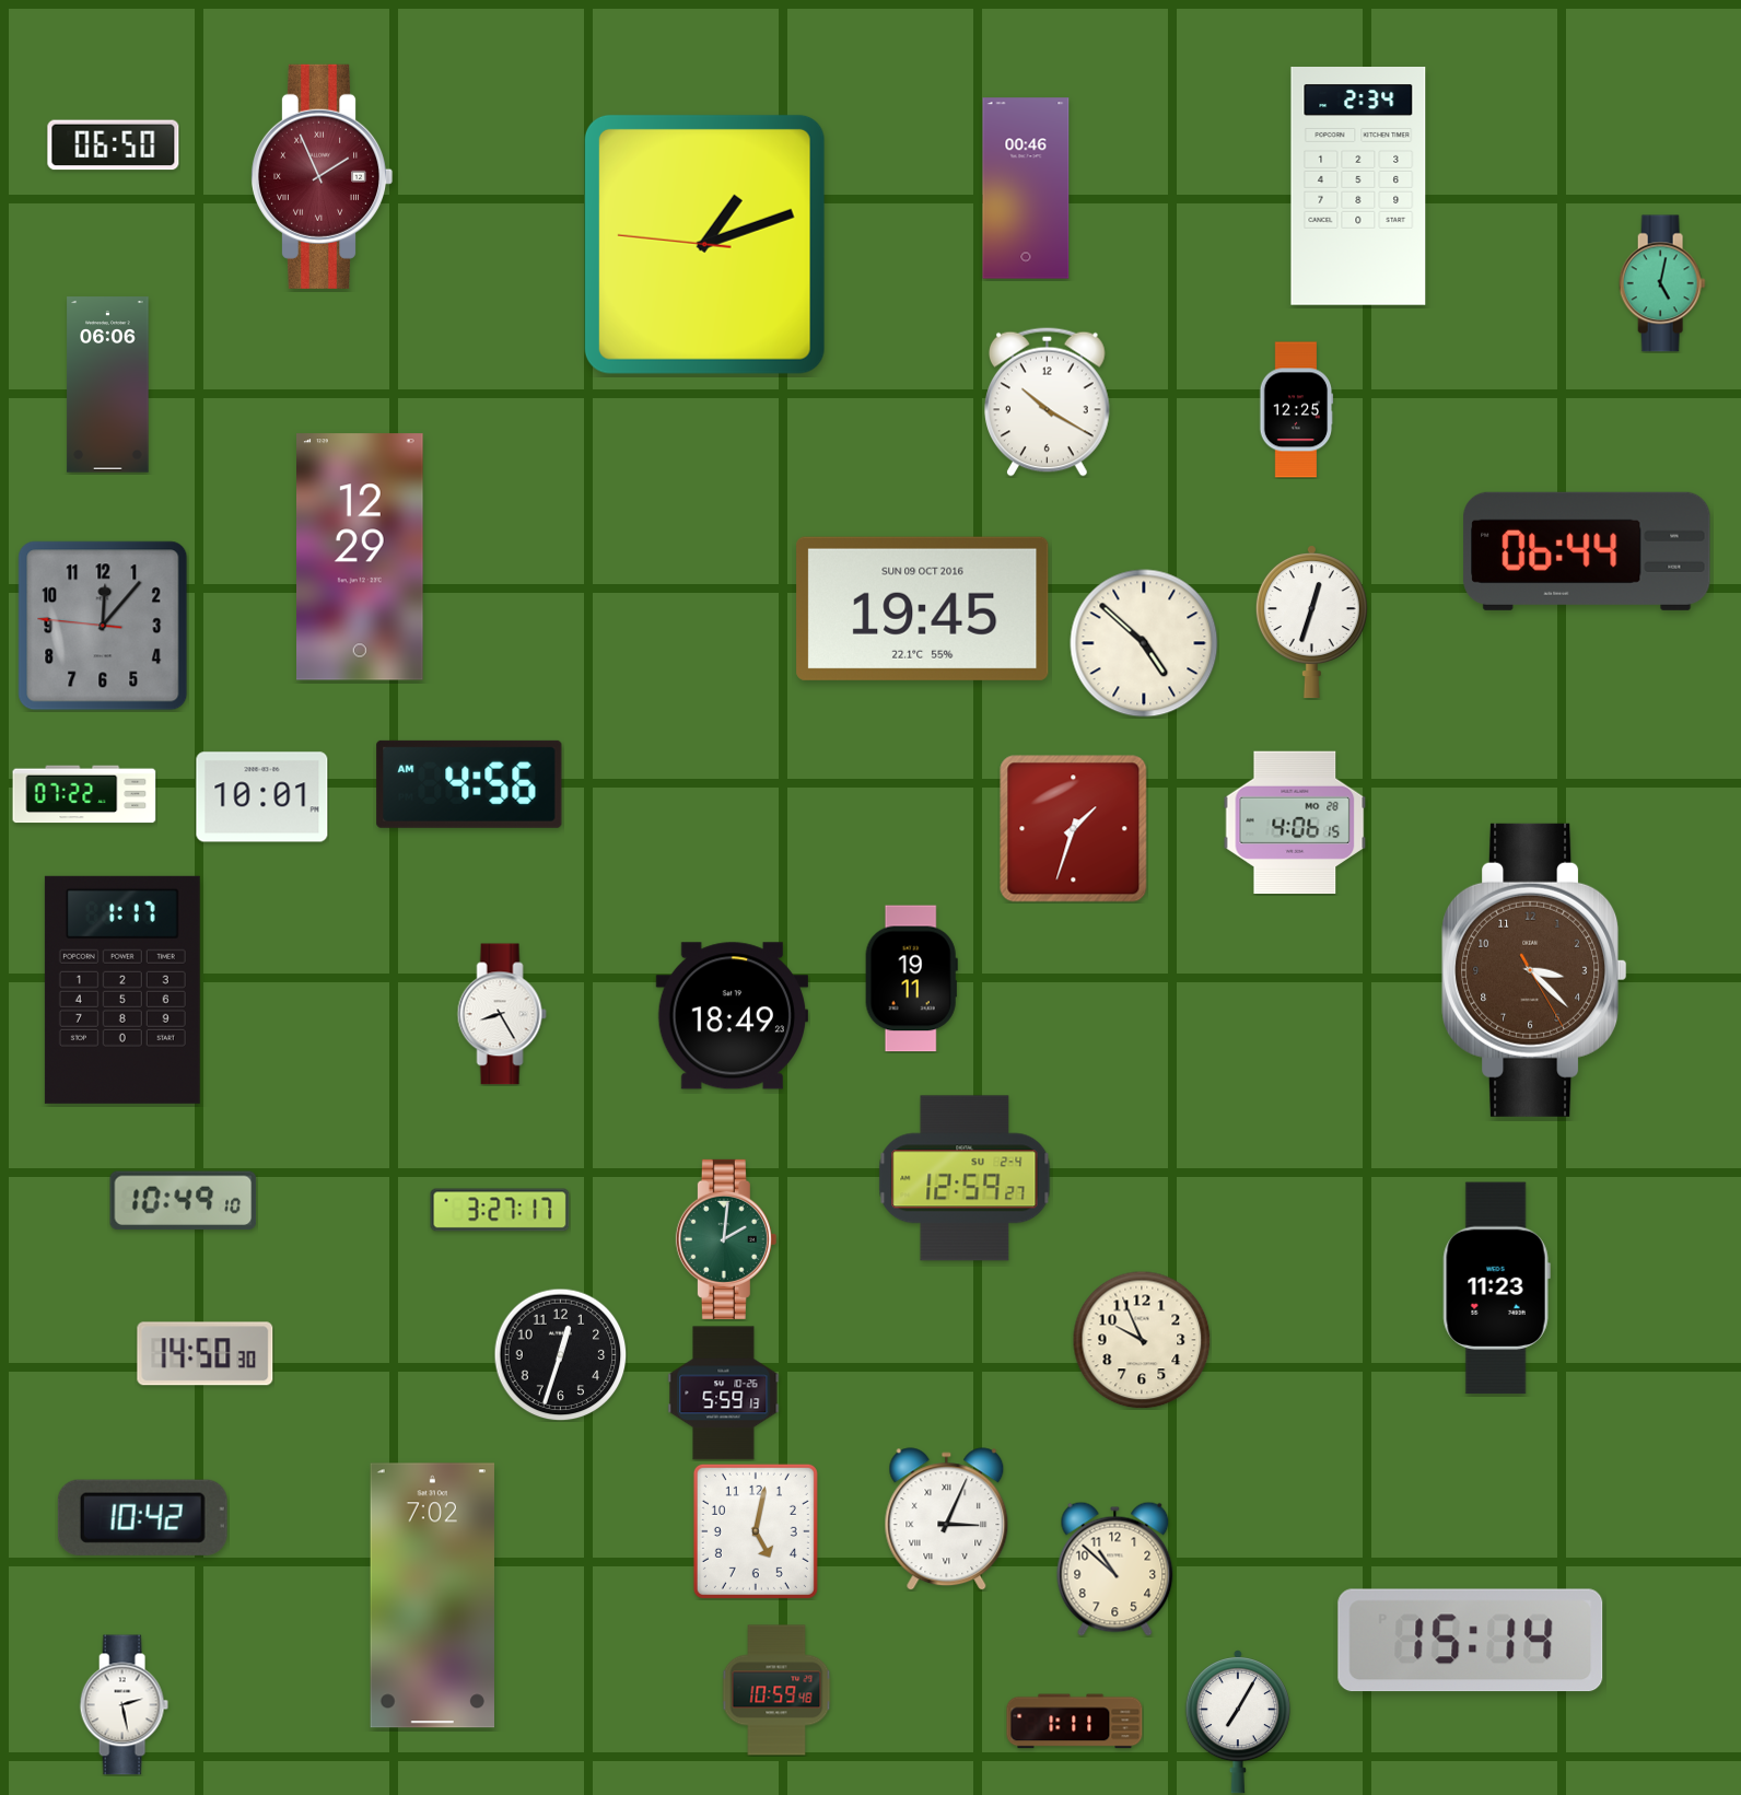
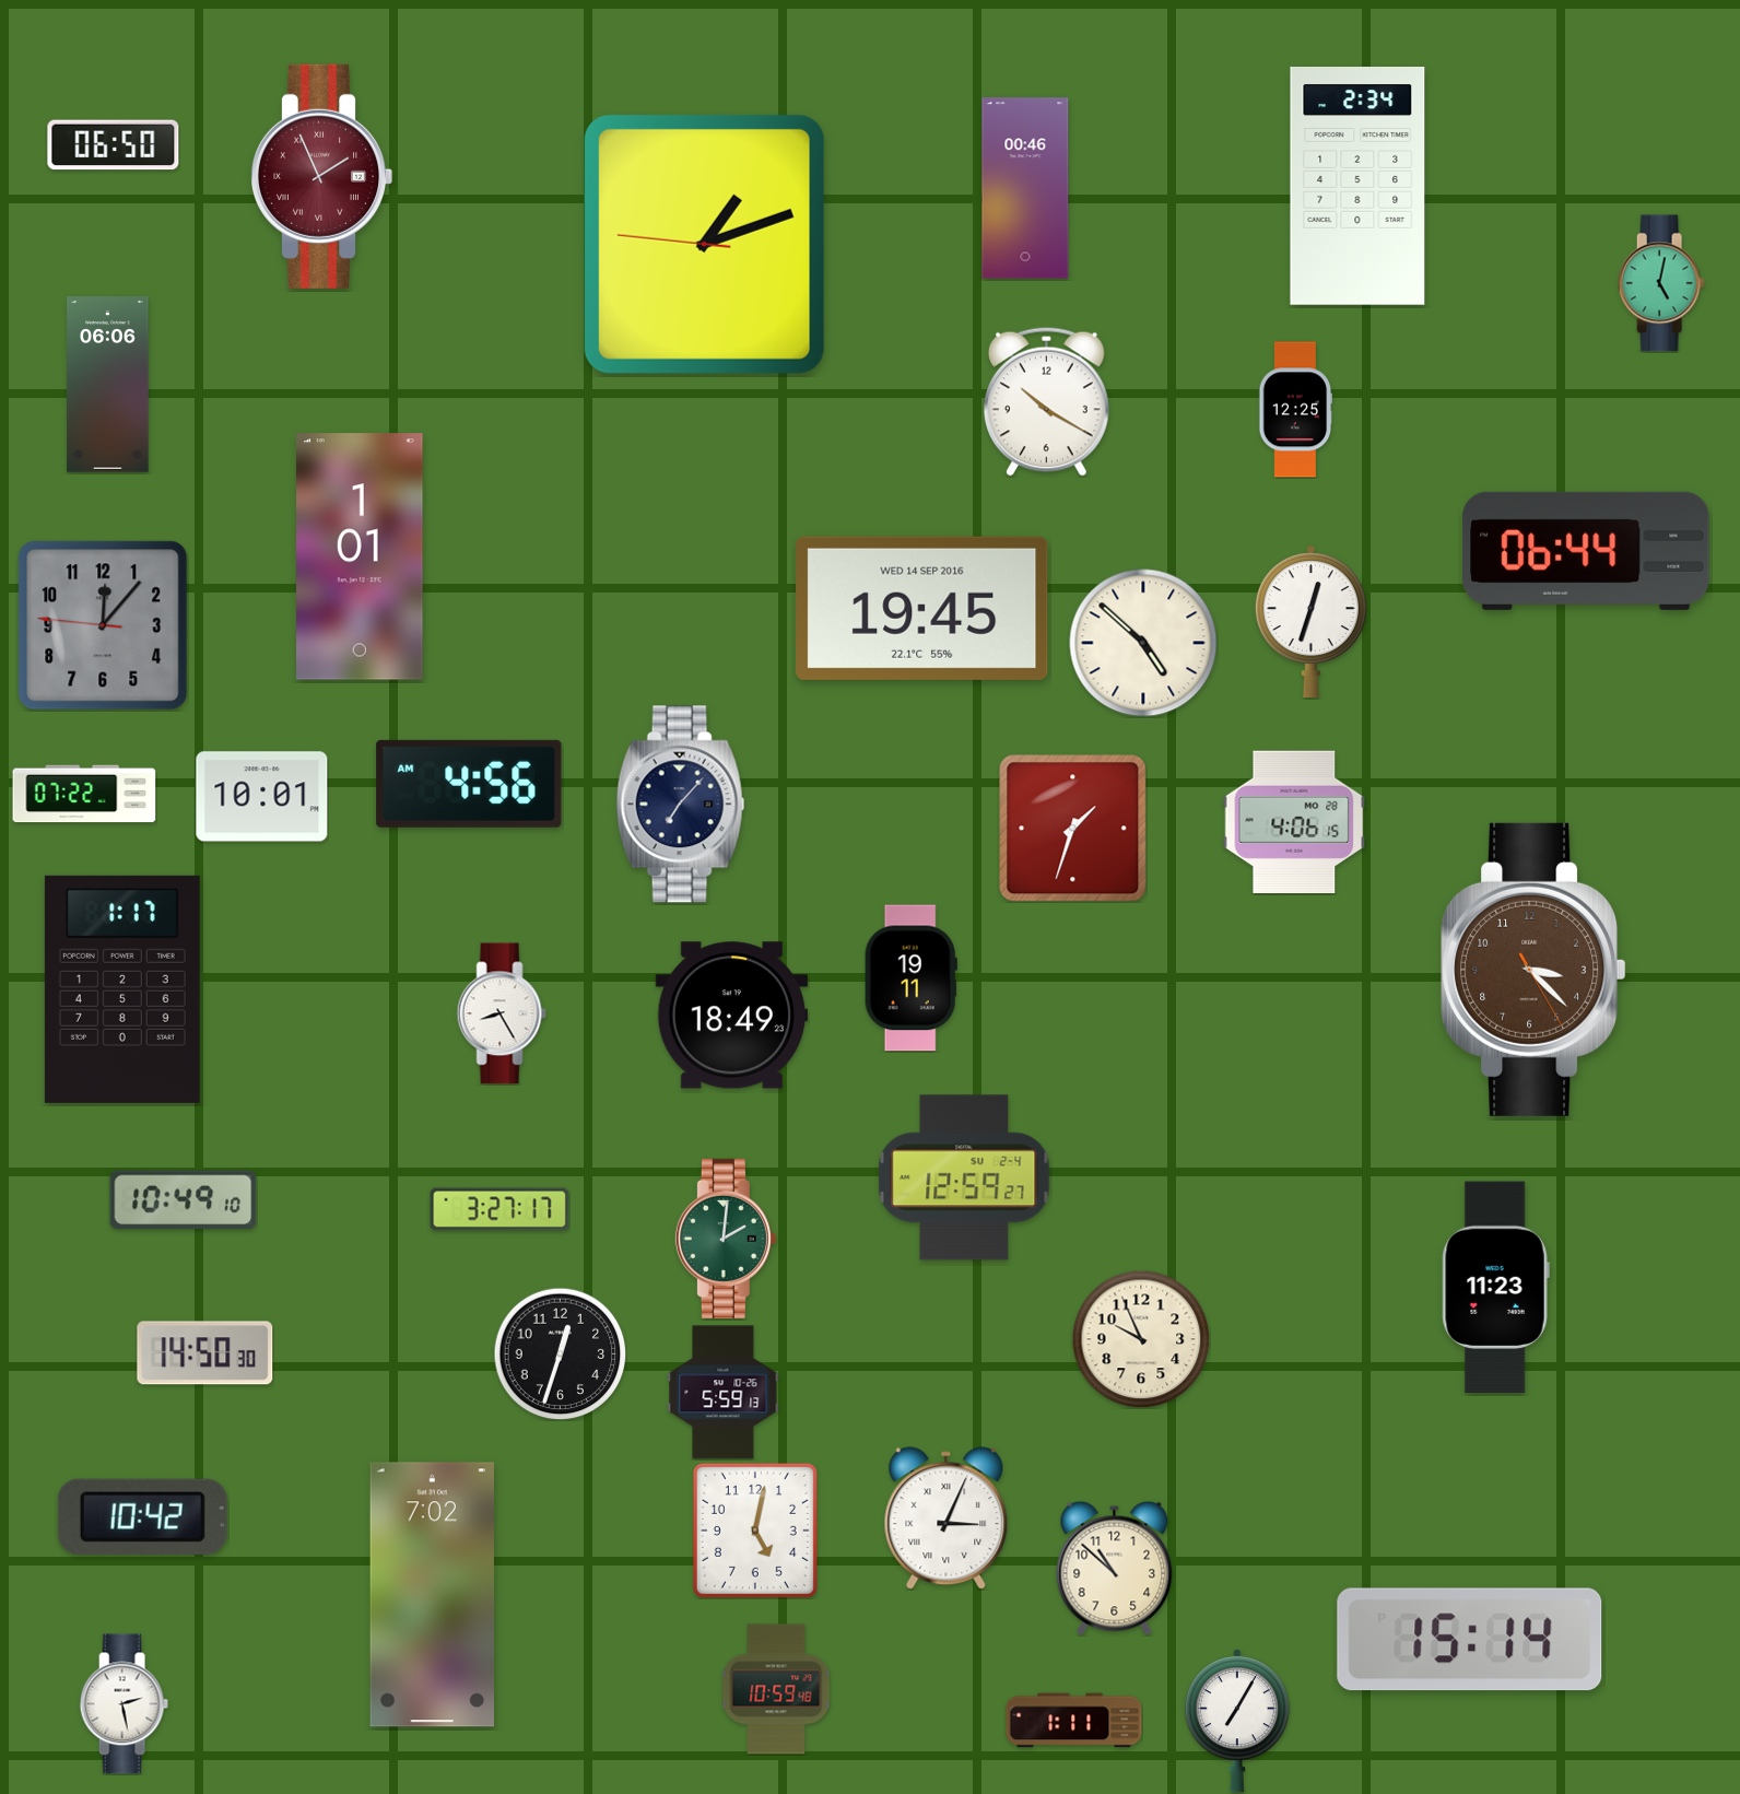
clock at (361, 557): 12:29 -> 1:01
clock at (923, 608) date: SUN 09 OCT 2016 -> WED 14 SEP 2016
clock at (681, 805): none -> 7:07
